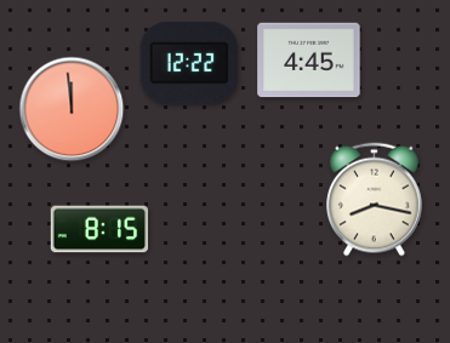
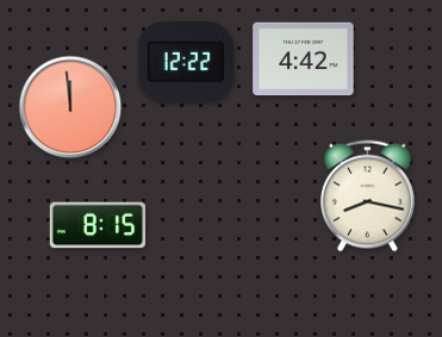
clock at (309, 61): 4:45 -> 4:42
